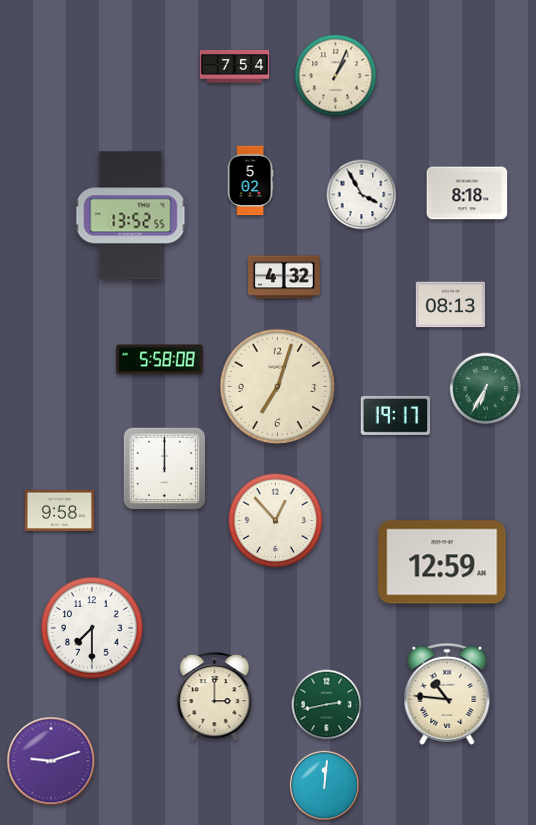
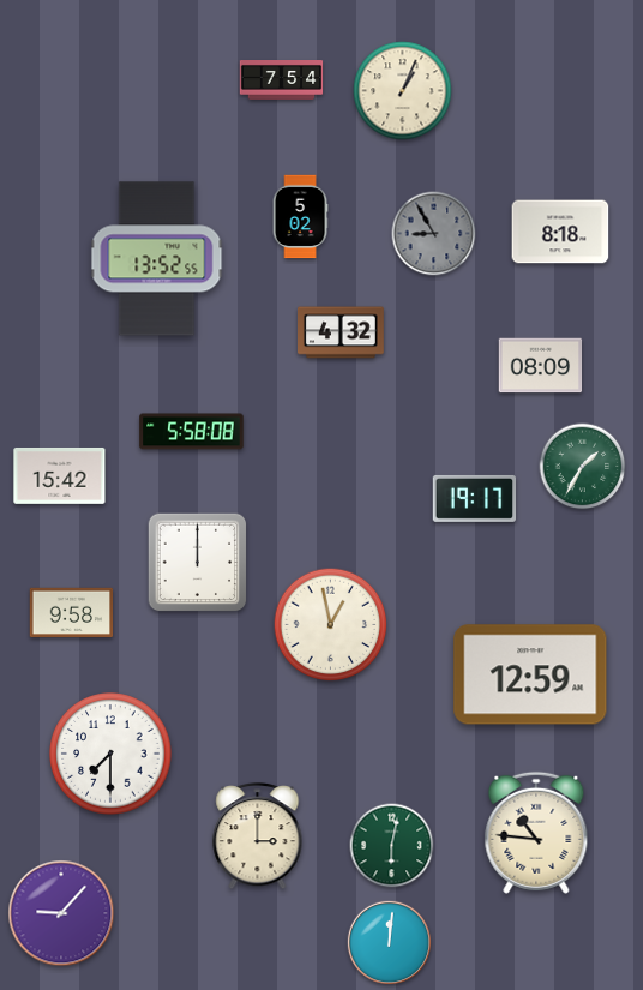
clock at (362, 195): 3:55 -> 8:55
clock at (362, 195) dial: white -> grey
clock at (451, 305): 08:13 -> 08:09
clock at (278, 387): 7:03 -> none
clock at (486, 389): 6:35 -> 1:35
clock at (60, 475): none -> 15:42
clock at (276, 521): 12:53 -> 12:58
clock at (327, 705): 2:43 -> 6:02
clock at (51, 761): 9:12 -> 9:07
